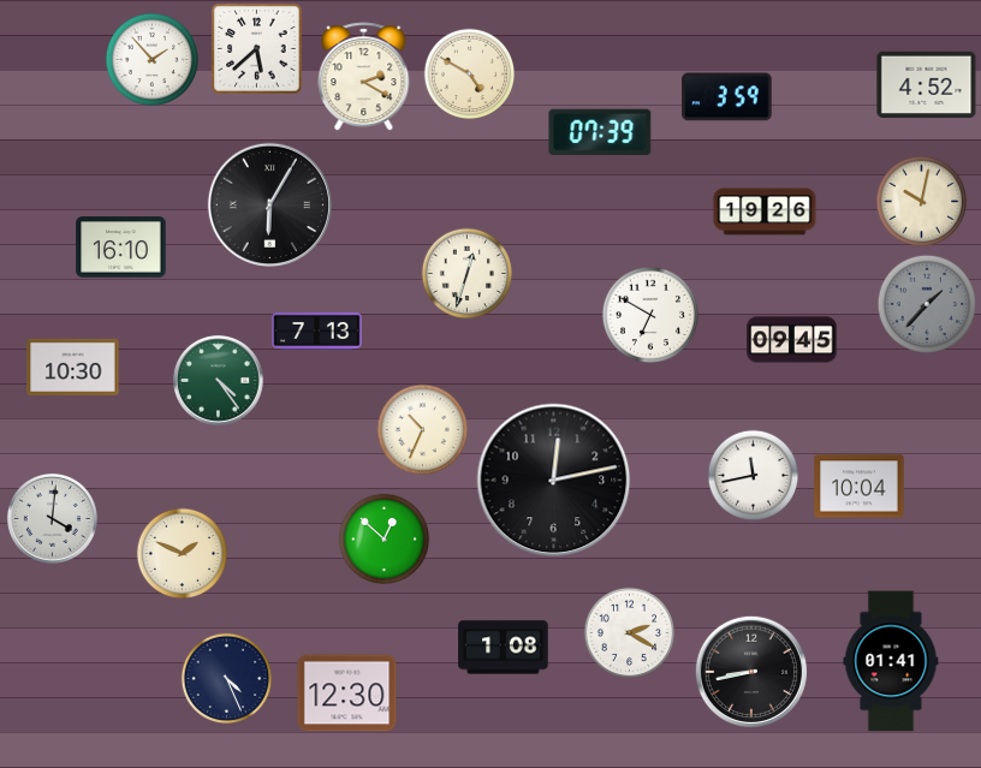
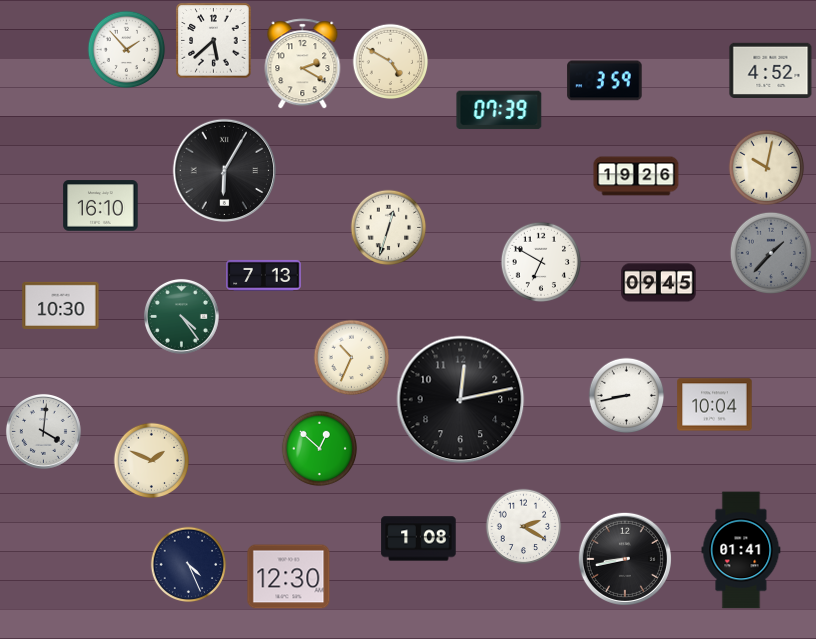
clock at (754, 476): 11:43 -> 8:43
